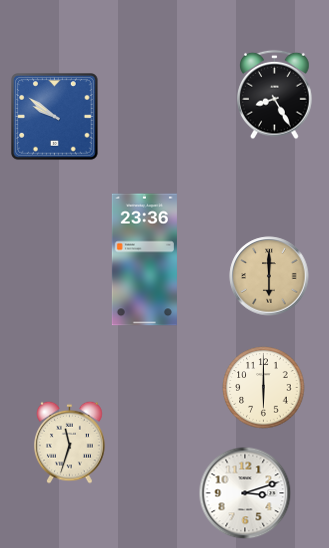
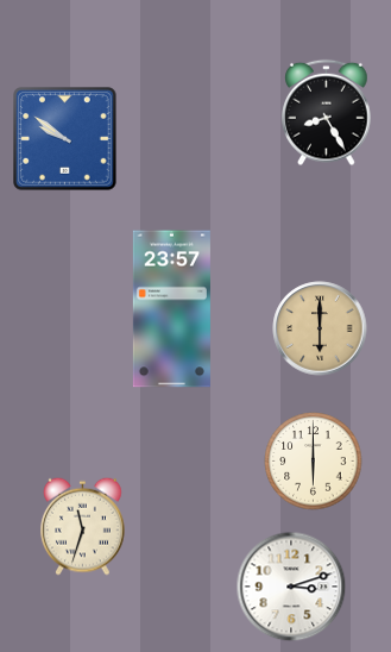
clock at (144, 260): 23:36 -> 23:57
